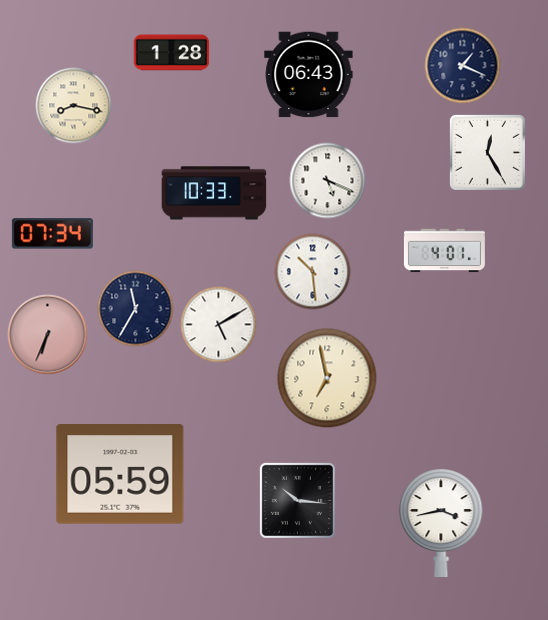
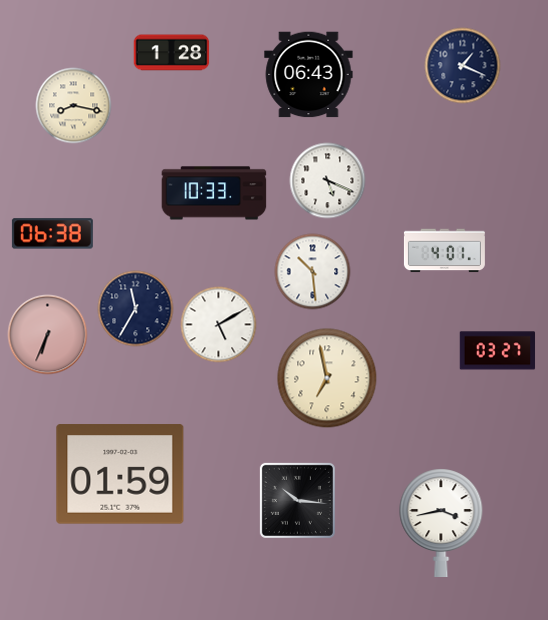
clock at (487, 152): 12:25 -> none
clock at (52, 234): 07:34 -> 06:38
clock at (498, 351): none -> 03:27
clock at (120, 474): 05:59 -> 01:59
